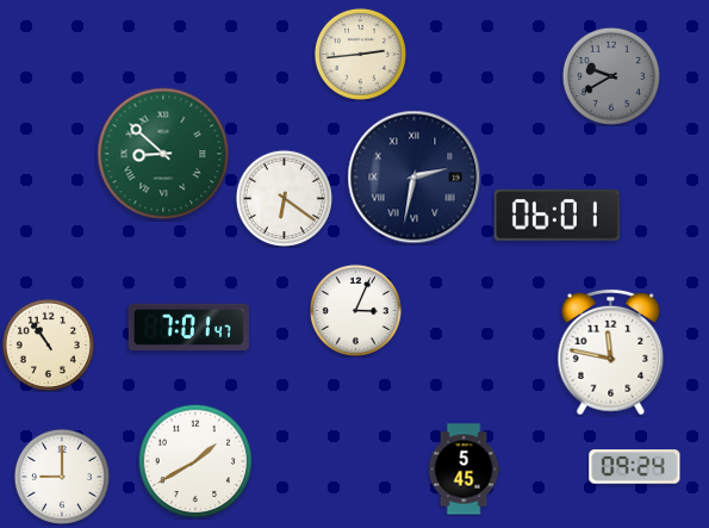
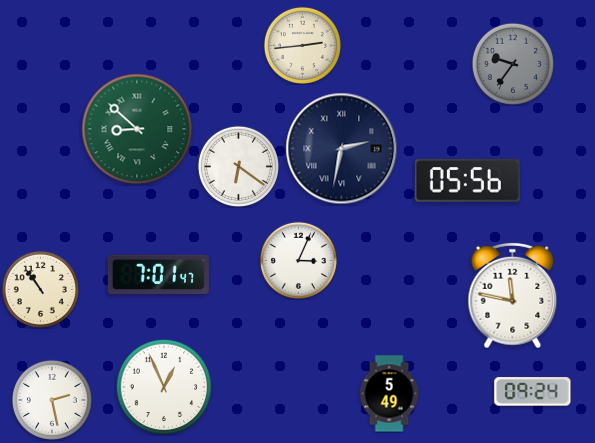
clock at (611, 76): 9:40 -> 9:36
clock at (415, 178) position: (415, 178) -> (342, 149)
clock at (556, 216): 06:01 -> 05:56
clock at (195, 461): 1:40 -> 12:56
clock at (464, 470): 5:45 -> 5:49
clock at (62, 477): 9:00 -> 2:28
